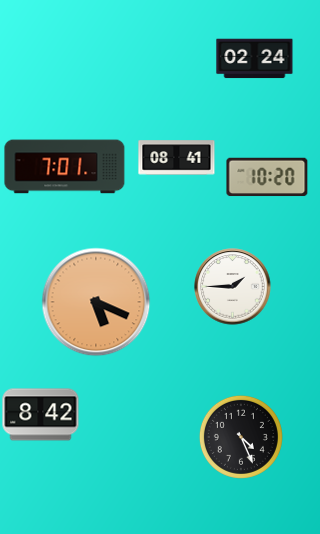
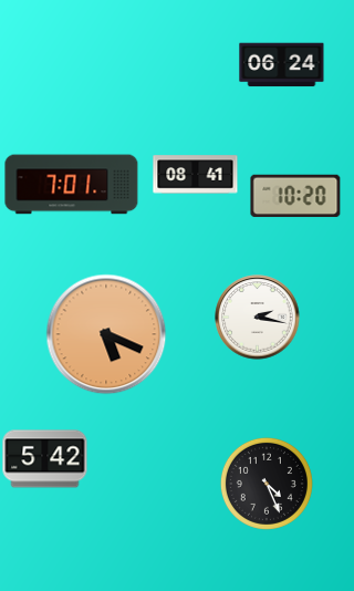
clock at (255, 59): 02:24 -> 06:24
clock at (233, 287): 1:45 -> 2:17
clock at (41, 415): 8:42 -> 5:42
